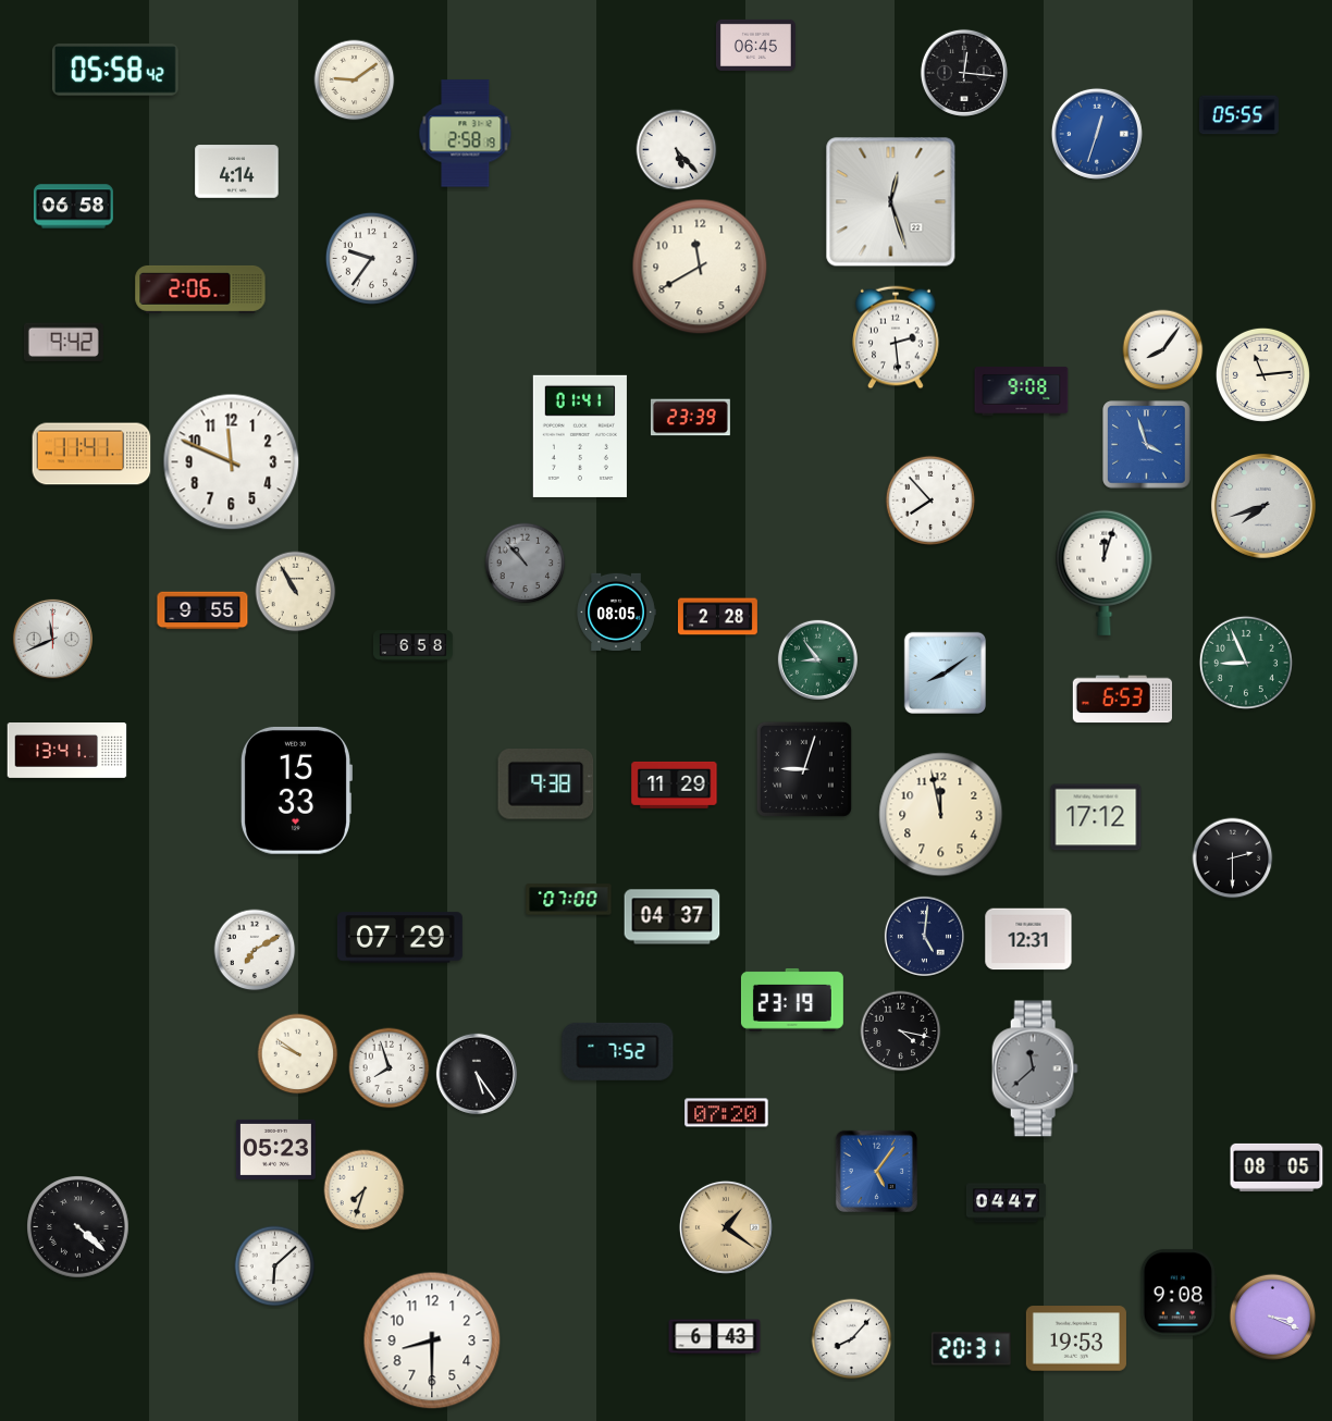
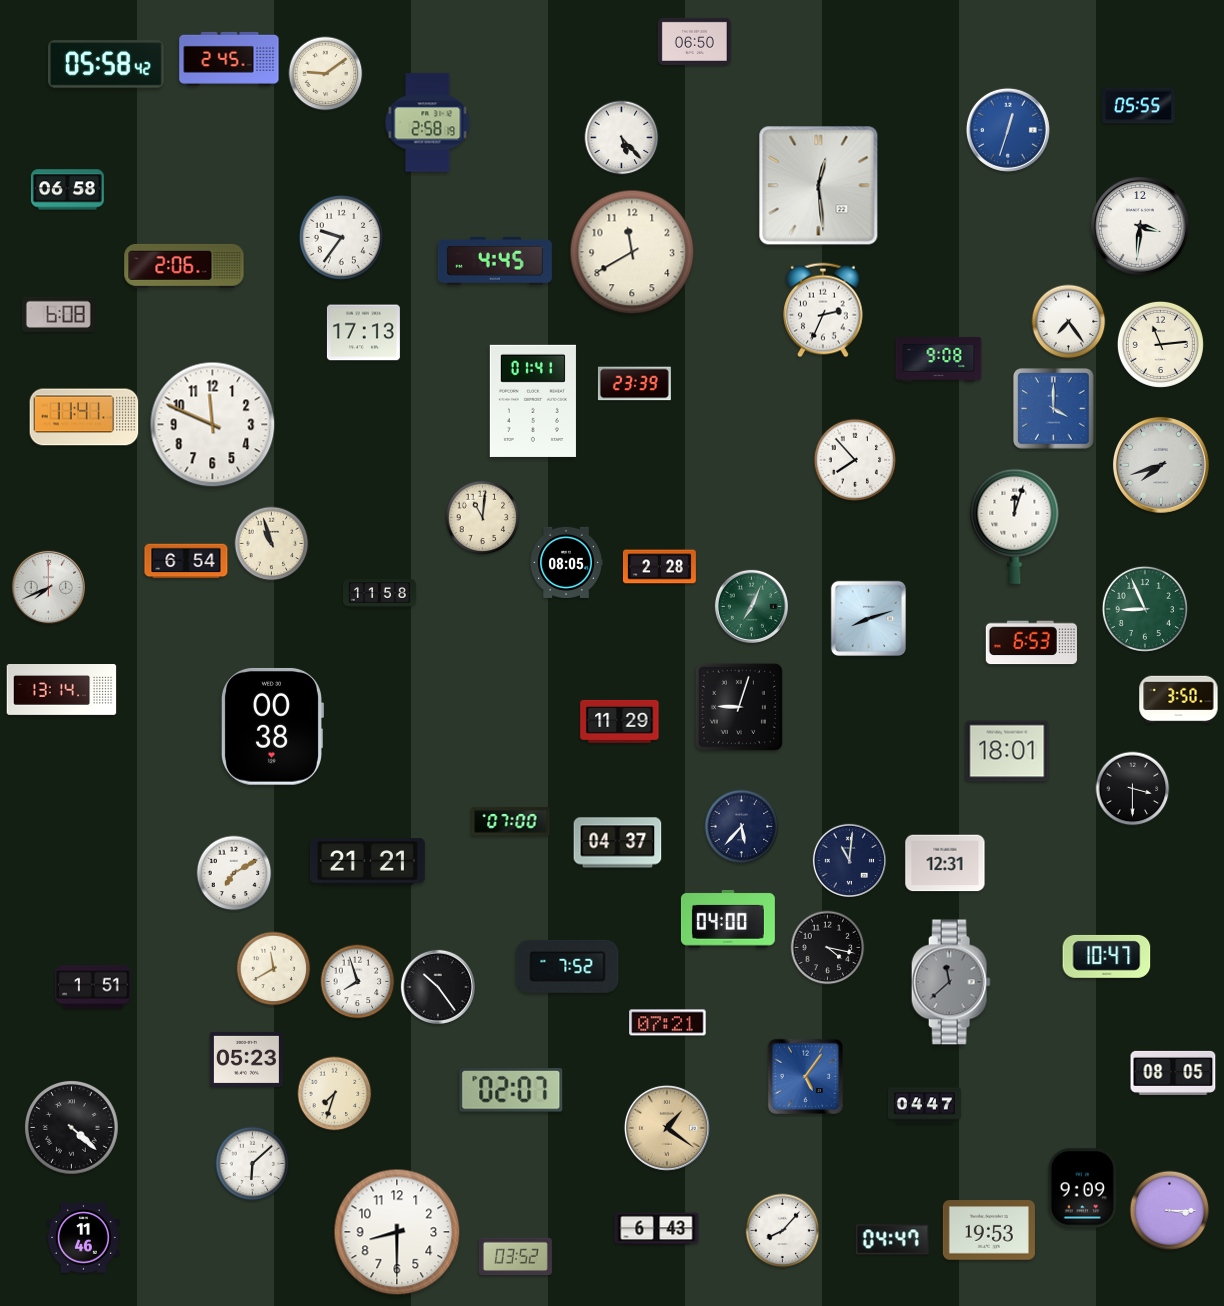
clock at (755, 45): 06:45 -> 06:50
clock at (229, 59): none -> 2:45
clock at (964, 73): 12:16 -> none
clock at (1097, 134) position: (1097, 134) -> (1008, 130)
clock at (237, 172): 4:14 -> none
clock at (891, 202): 12:27 -> 12:29
clock at (1140, 226): none -> 3:31
clock at (700, 267) position: (700, 267) -> (632, 252)
clock at (495, 261): none -> 4:45
clock at (896, 337): 2:29 -> 2:34
clock at (63, 342): 9:42 -> 6:08
clock at (1163, 350): 8:06 -> 7:24
clock at (363, 333): none -> 17:13
clock at (1147, 445): 3:57 -> 4:00
clock at (526, 564): 10:53 -> 11:01
clock at (526, 564) dial: grey -> cream
clock at (296, 592): 10:55 -> 10:57
clock at (202, 610): 9:55 -> 6:54
clock at (52, 639): 11:41 -> 7:41
clock at (412, 646): 6:58 -> 11:58
clock at (817, 659): 8:54 -> 7:04
clock at (945, 672): 8:09 -> 8:12
clock at (67, 751): 13:41 -> 13:14
clock at (1179, 700): none -> 3:50
clock at (546, 784): 9:38 -> none
clock at (296, 791): 15:33 -> 00:38
clock at (941, 815): 11:58 -> none
clock at (1096, 817): 17:12 -> 18:01
clock at (1233, 858): 2:30 -> 3:30
clock at (569, 900) position: (569, 900) -> (511, 822)
clock at (742, 827): none -> 5:37
clock at (924, 936): 5:01 -> 11:01
clock at (399, 938): 07:29 -> 21:21
clock at (792, 1000): 23:19 -> 04:00
clock at (1107, 956): none -> 10:47
clock at (298, 1054): 9:51 -> 11:40
clock at (93, 987): none -> 1:51
clock at (477, 1074): 5:24 -> 10:24
clock at (727, 1113): 07:20 -> 07:21
clock at (275, 1149) position: (275, 1149) -> (246, 1059)
clock at (511, 1091): none -> 02:07
clock at (1179, 1293): 9:08 -> 9:09
clock at (1273, 1318): 3:19 -> 3:15
clock at (83, 1238): none -> 11:46
clock at (971, 1349): 20:31 -> 04:47
clock at (515, 1257): none -> 03:52
